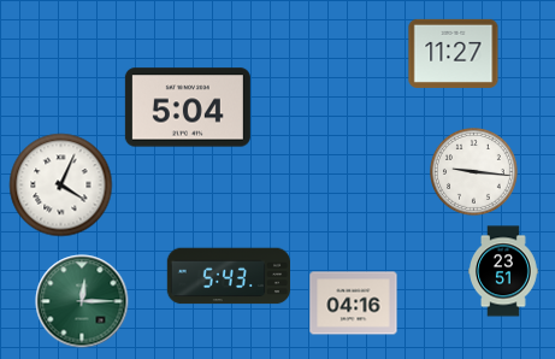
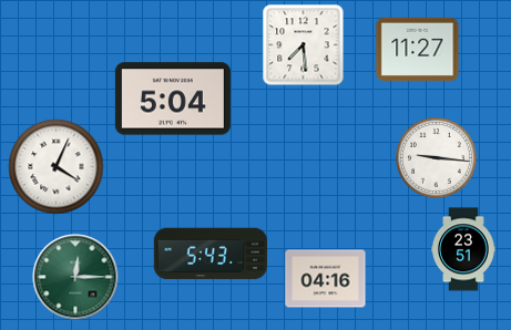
clock at (304, 45): none -> 7:29
clock at (61, 186) position: (61, 186) -> (57, 167)
